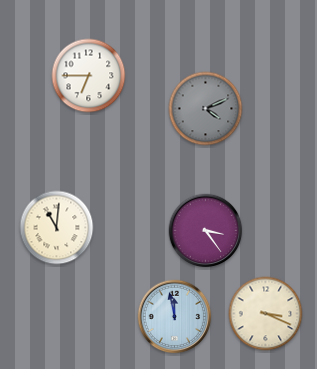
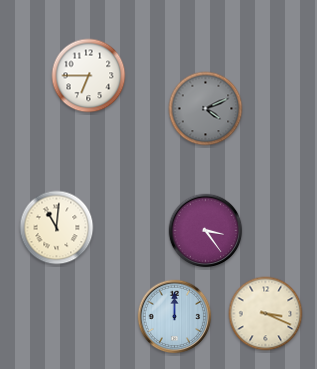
clock at (175, 317): 11:58 -> 12:00
